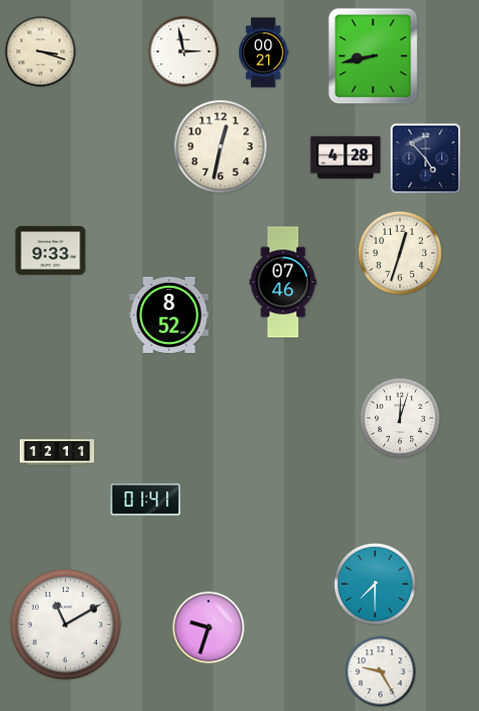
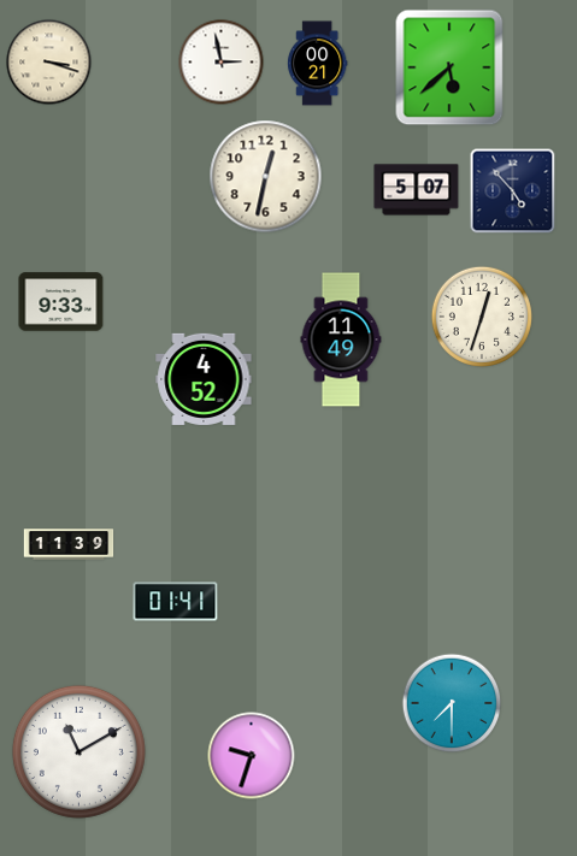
clock at (373, 56): 8:43 -> 5:38
clock at (346, 158): 4:28 -> 5:07
clock at (400, 252) position: (400, 252) -> (482, 315)
clock at (283, 282): 07:46 -> 11:49
clock at (169, 315): 8:52 -> 4:52
clock at (400, 418): 12:03 -> none
clock at (57, 452): 12:11 -> 11:39
clock at (381, 672): 9:25 -> none
